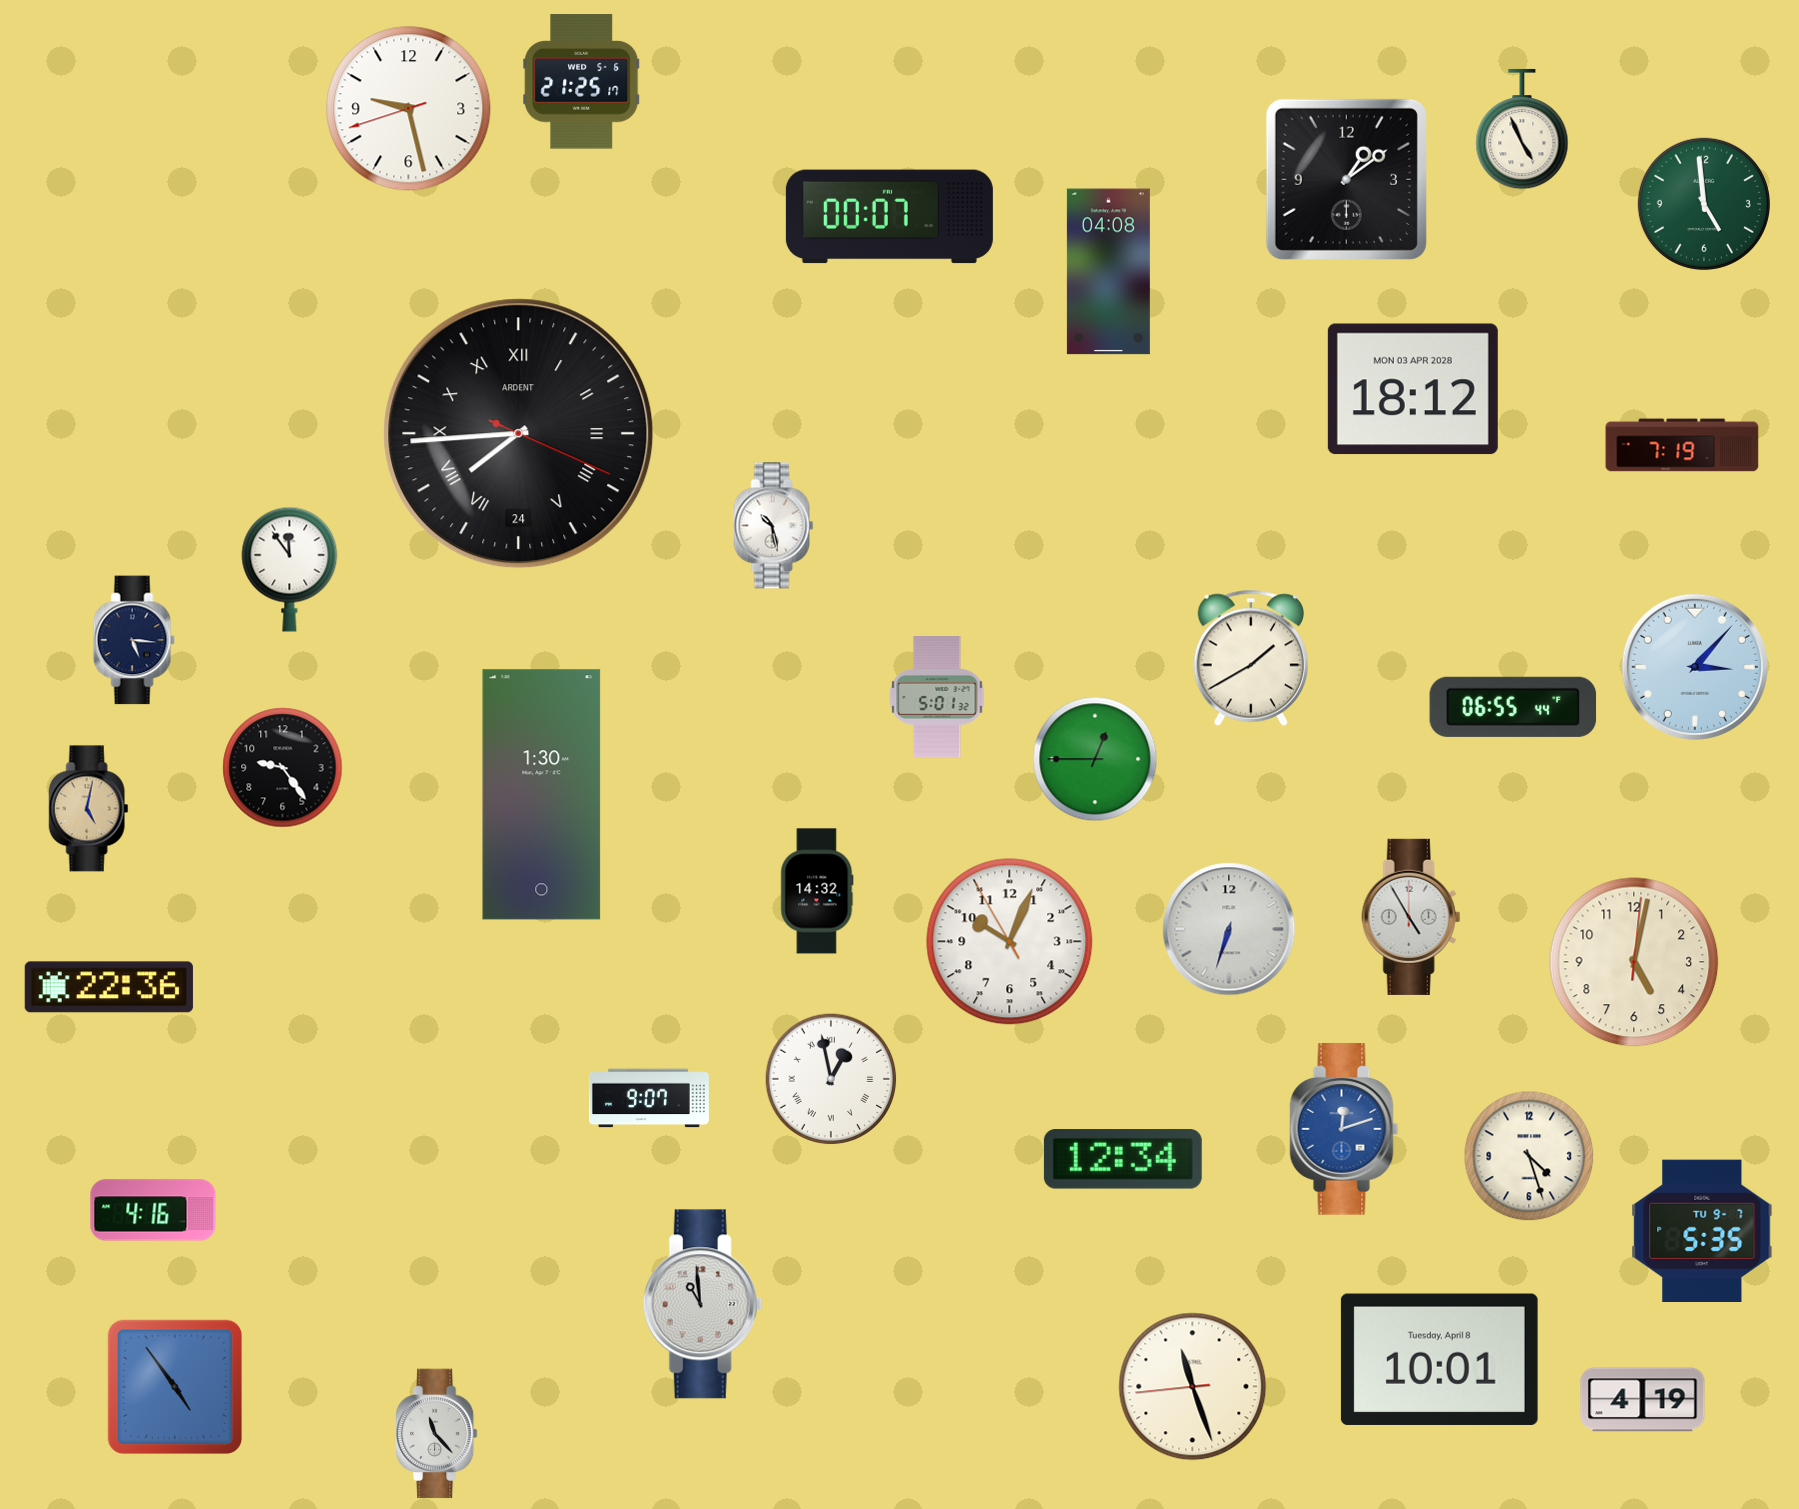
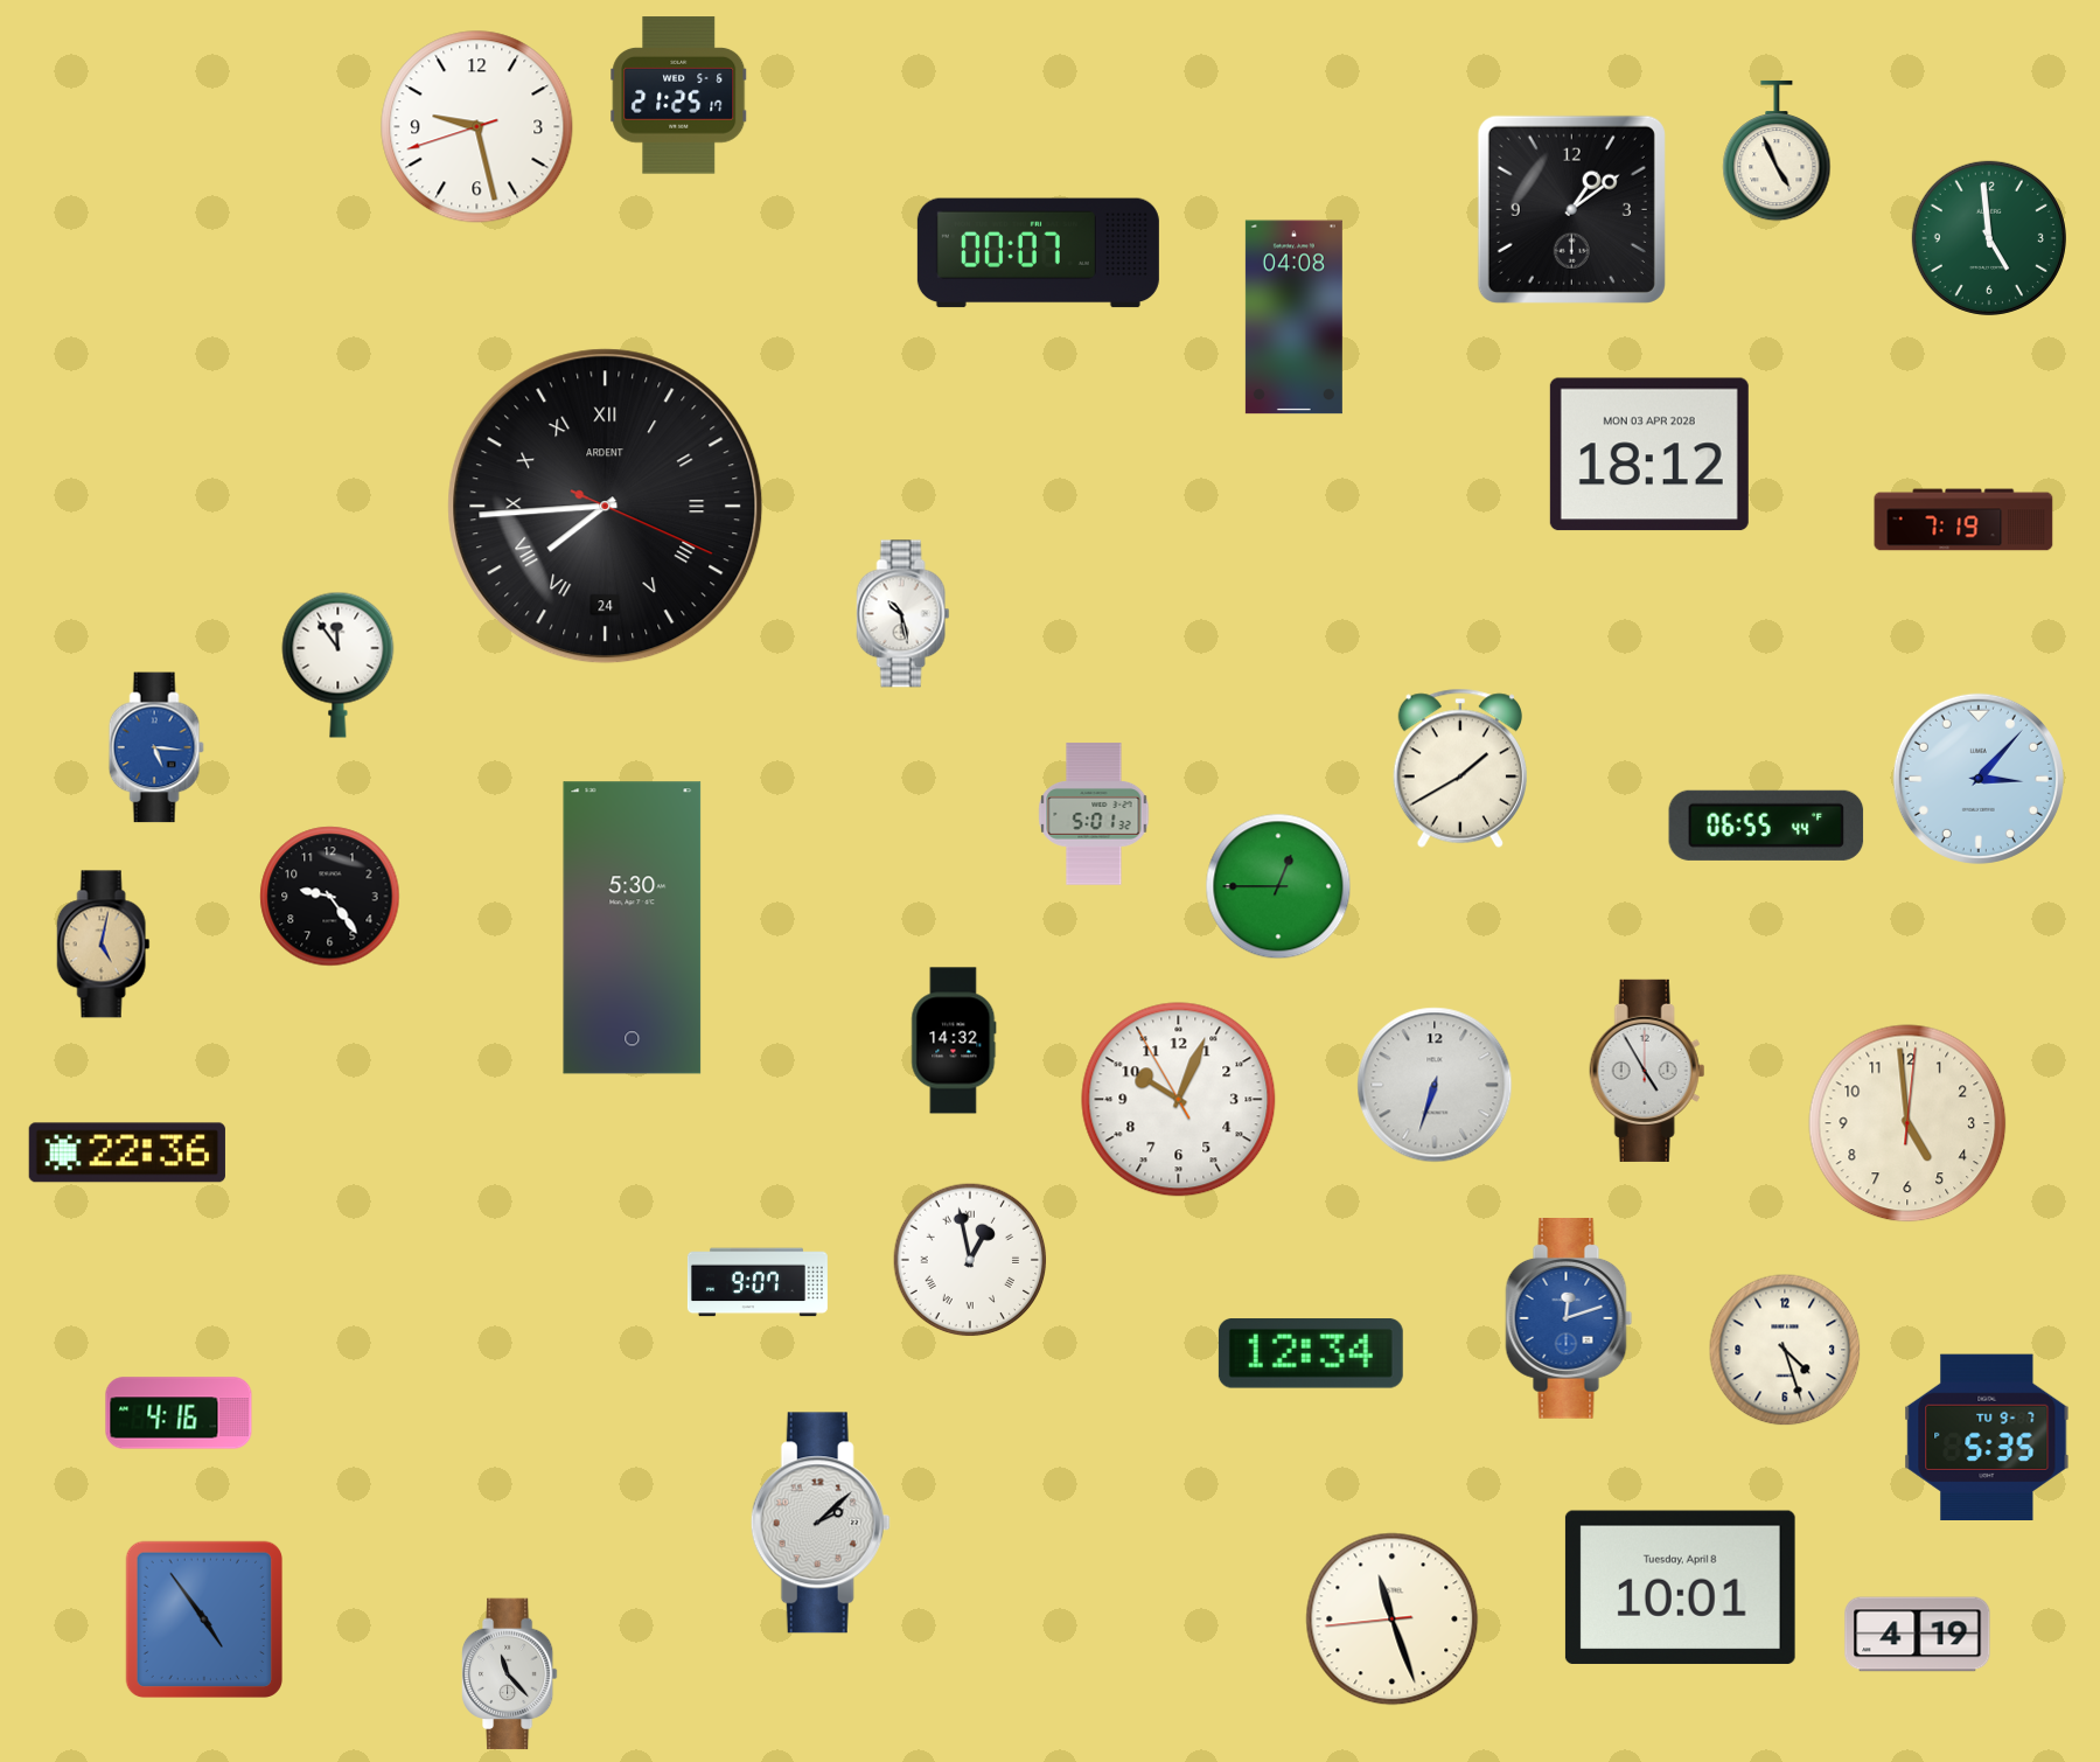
clock at (134, 640) dial: navy -> blue
clock at (542, 795): 1:30 -> 5:30
clock at (1634, 962): 5:02 -> 4:59
clock at (703, 1304): 10:59 -> 2:08
